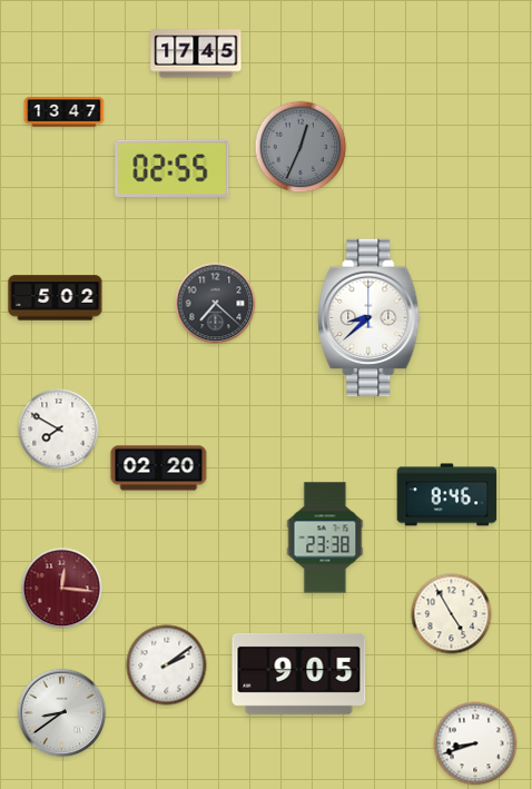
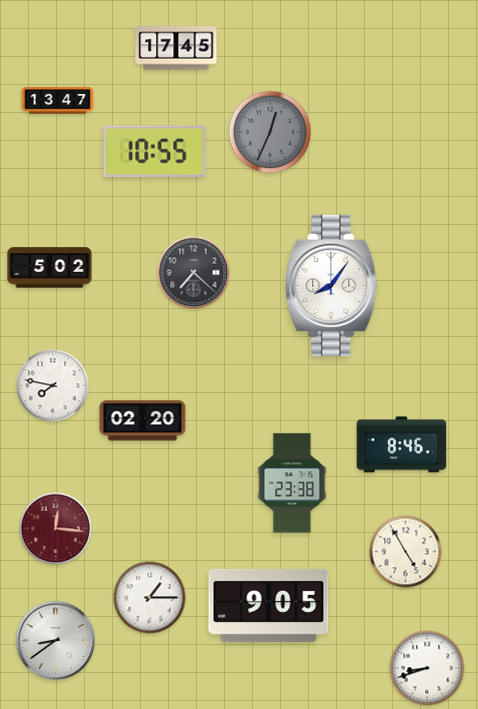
clock at (173, 168): 02:55 -> 10:55
clock at (370, 318): 8:38 -> 8:06
clock at (59, 430): 7:50 -> 7:47
clock at (167, 665): 2:09 -> 1:15
